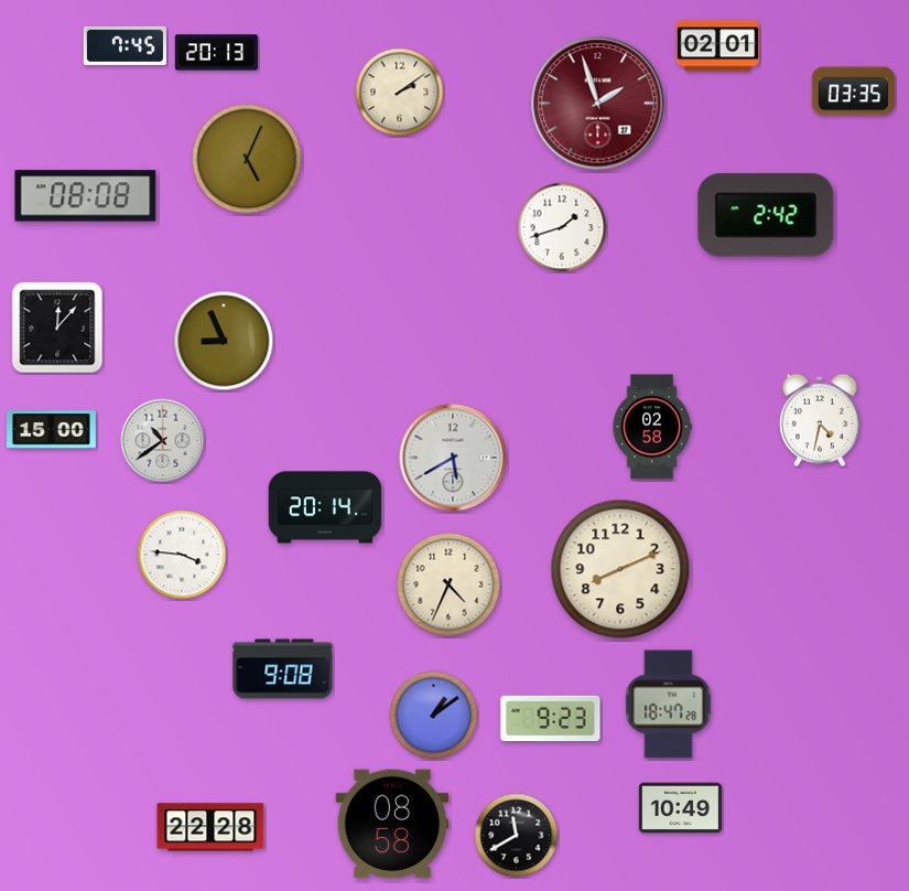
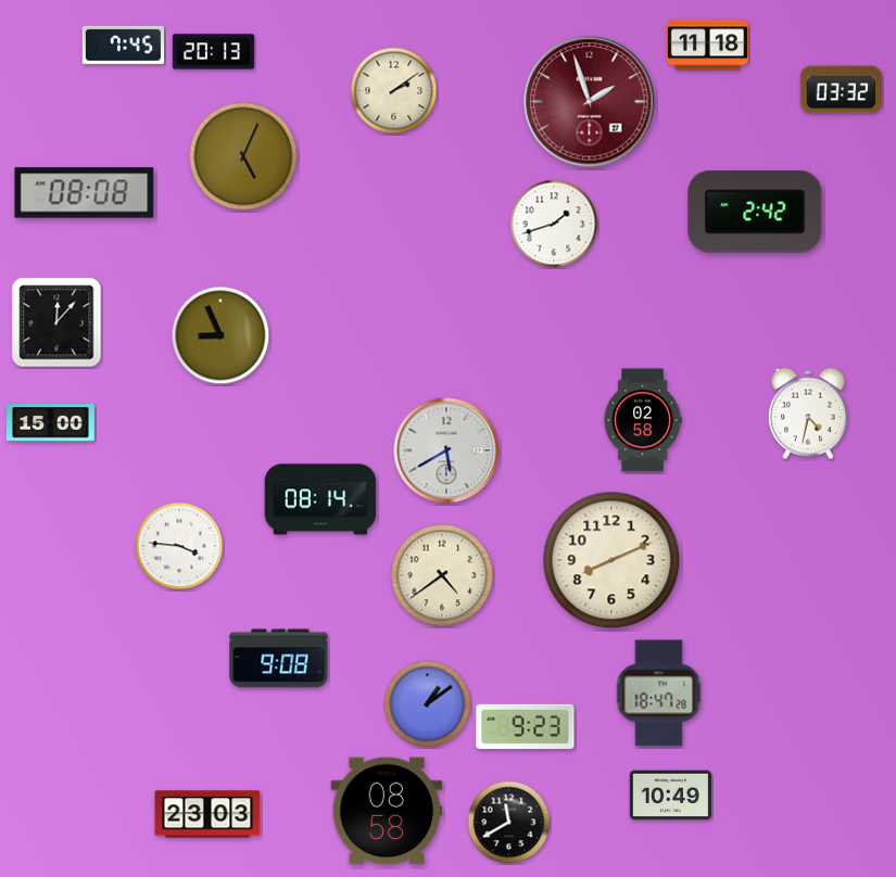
clock at (717, 46): 02:01 -> 11:18
clock at (853, 92): 03:35 -> 03:32
clock at (163, 441): 10:39 -> none
clock at (325, 507): 20:14 -> 08:14
clock at (448, 584): 4:34 -> 4:39
clock at (551, 719) position: (551, 719) -> (526, 727)
clock at (210, 827): 22:28 -> 23:03
